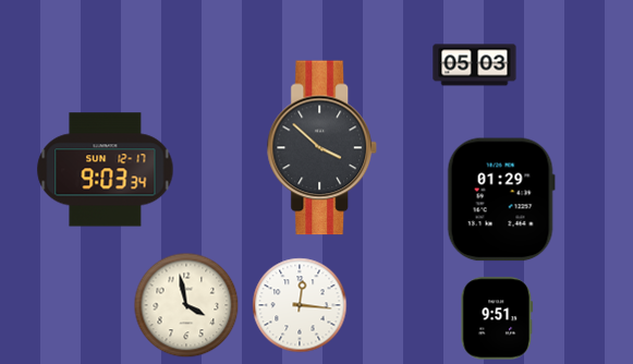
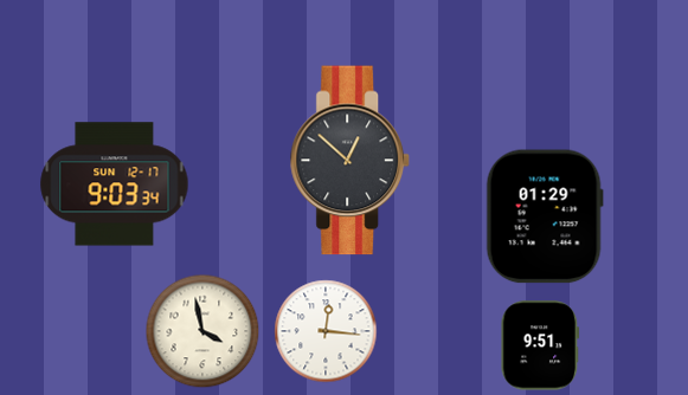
clock at (475, 65): 05:03 -> none
clock at (321, 148): 3:52 -> 12:52
